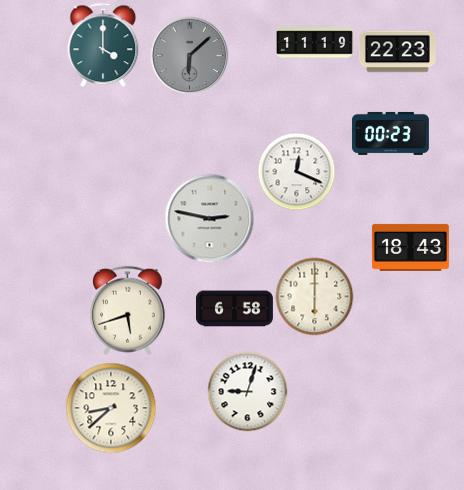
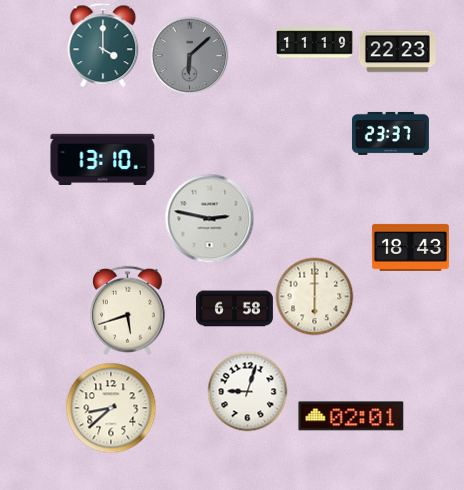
clock at (390, 133): 00:23 -> 23:37
clock at (103, 159): none -> 13:10
clock at (296, 171): 12:19 -> none
clock at (351, 416): none -> 02:01
